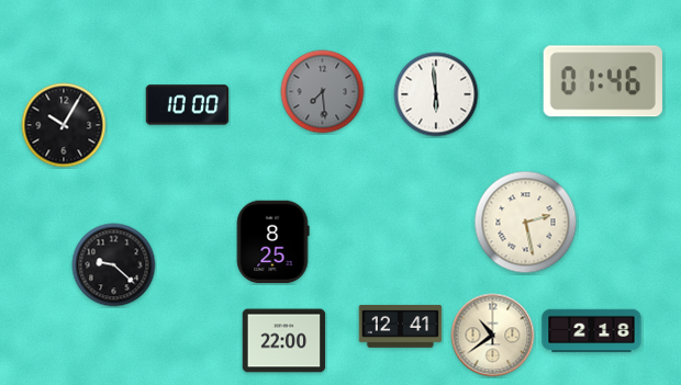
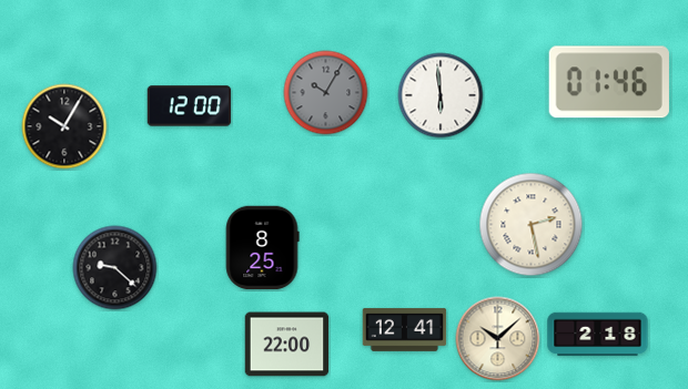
clock at (323, 92): 7:29 -> 10:05
clock at (188, 105): 10:00 -> 12:00
clock at (272, 242) position: (272, 242) -> (262, 248)
clock at (493, 336): 10:39 -> 10:08
